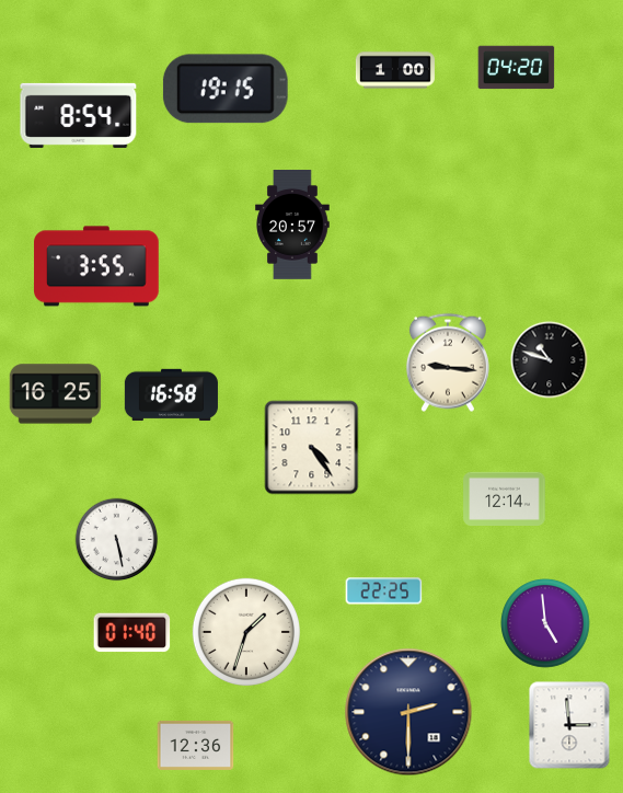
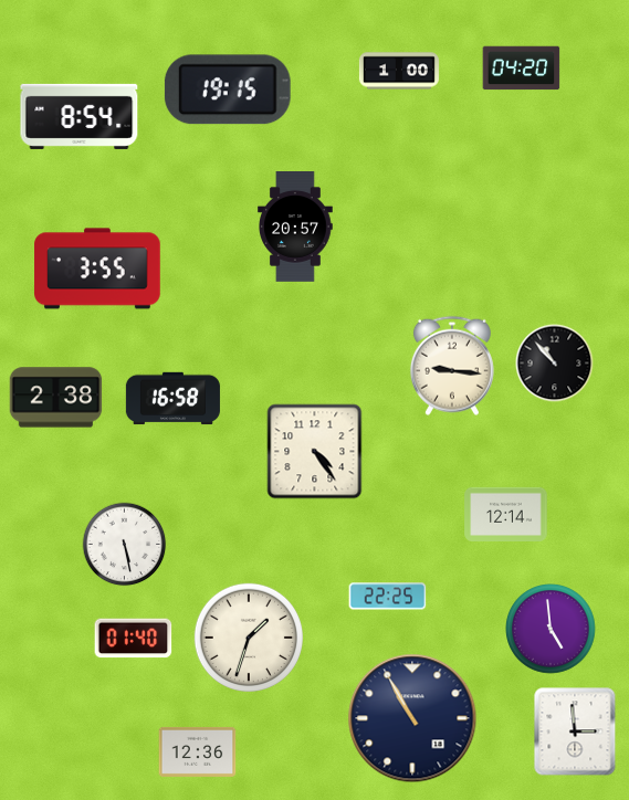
clock at (550, 360): 10:48 -> 10:53
clock at (56, 394): 16:25 -> 2:38
clock at (505, 498) position: (505, 498) -> (506, 514)
clock at (117, 540) position: (117, 540) -> (125, 545)
clock at (408, 712): 2:30 -> 10:55
